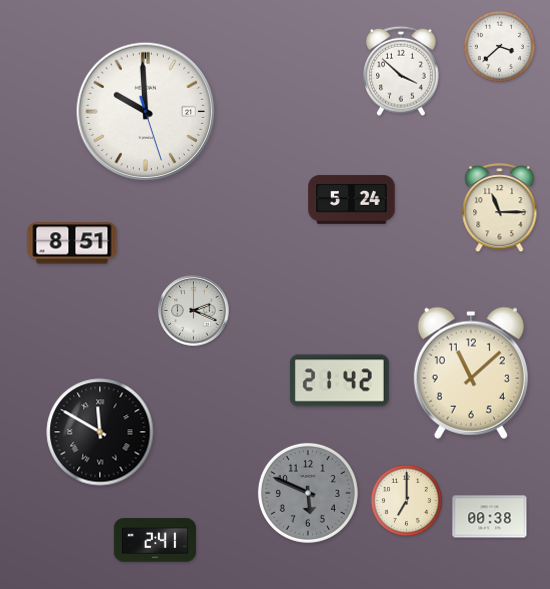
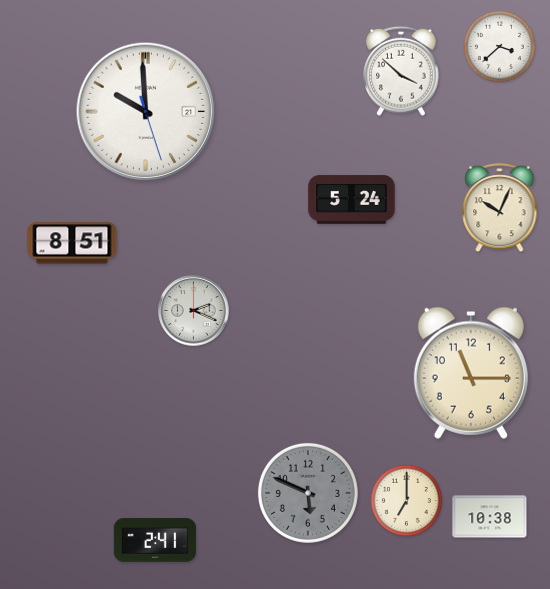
clock at (500, 208): 11:15 -> 10:04
clock at (471, 373): 11:08 -> 11:15
clock at (339, 381): 21:42 -> none
clock at (100, 432): 11:50 -> none
clock at (490, 517): 00:38 -> 10:38
